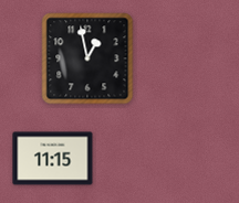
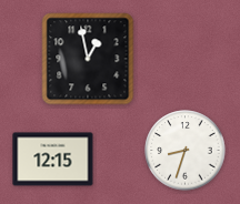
clock at (186, 151): none -> 8:33
clock at (53, 159): 11:15 -> 12:15
